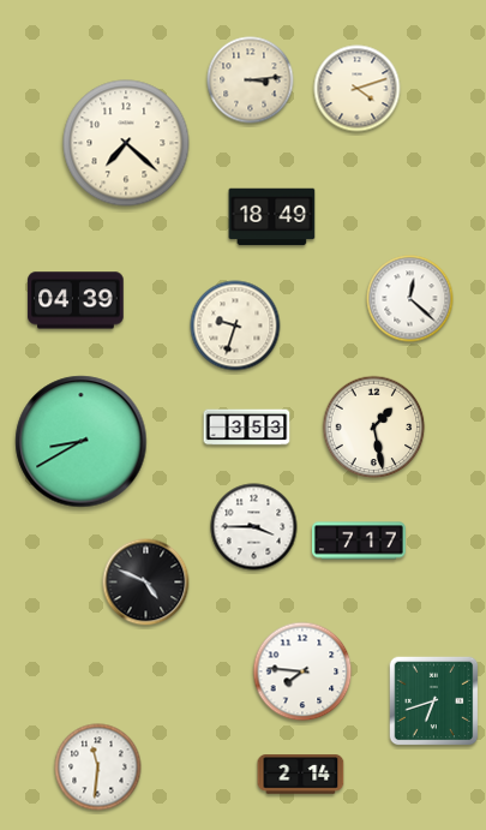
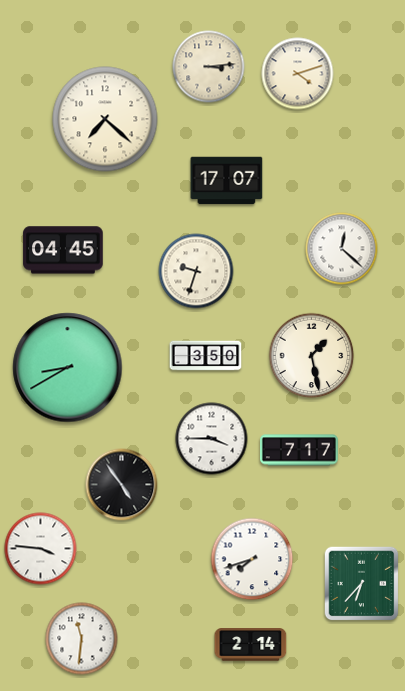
clock at (272, 217): 18:49 -> 17:07
clock at (76, 300): 04:39 -> 04:45
clock at (247, 428): 3:53 -> 3:50
clock at (146, 583): 4:49 -> 4:54
clock at (41, 549): none -> 3:46
clock at (302, 671): 7:46 -> 7:42
clock at (434, 701): 6:42 -> 6:37
